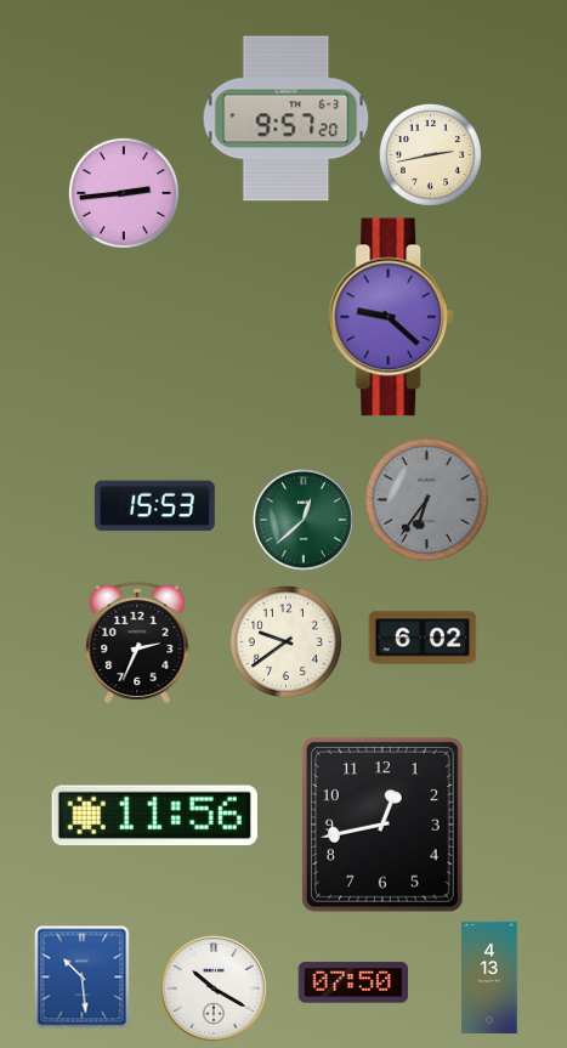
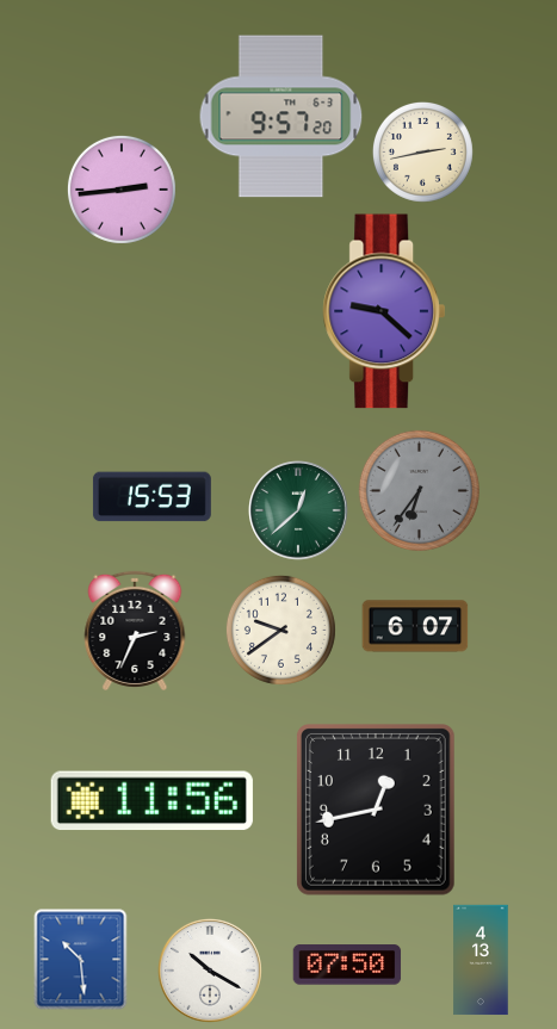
clock at (423, 638): 6:02 -> 6:07
